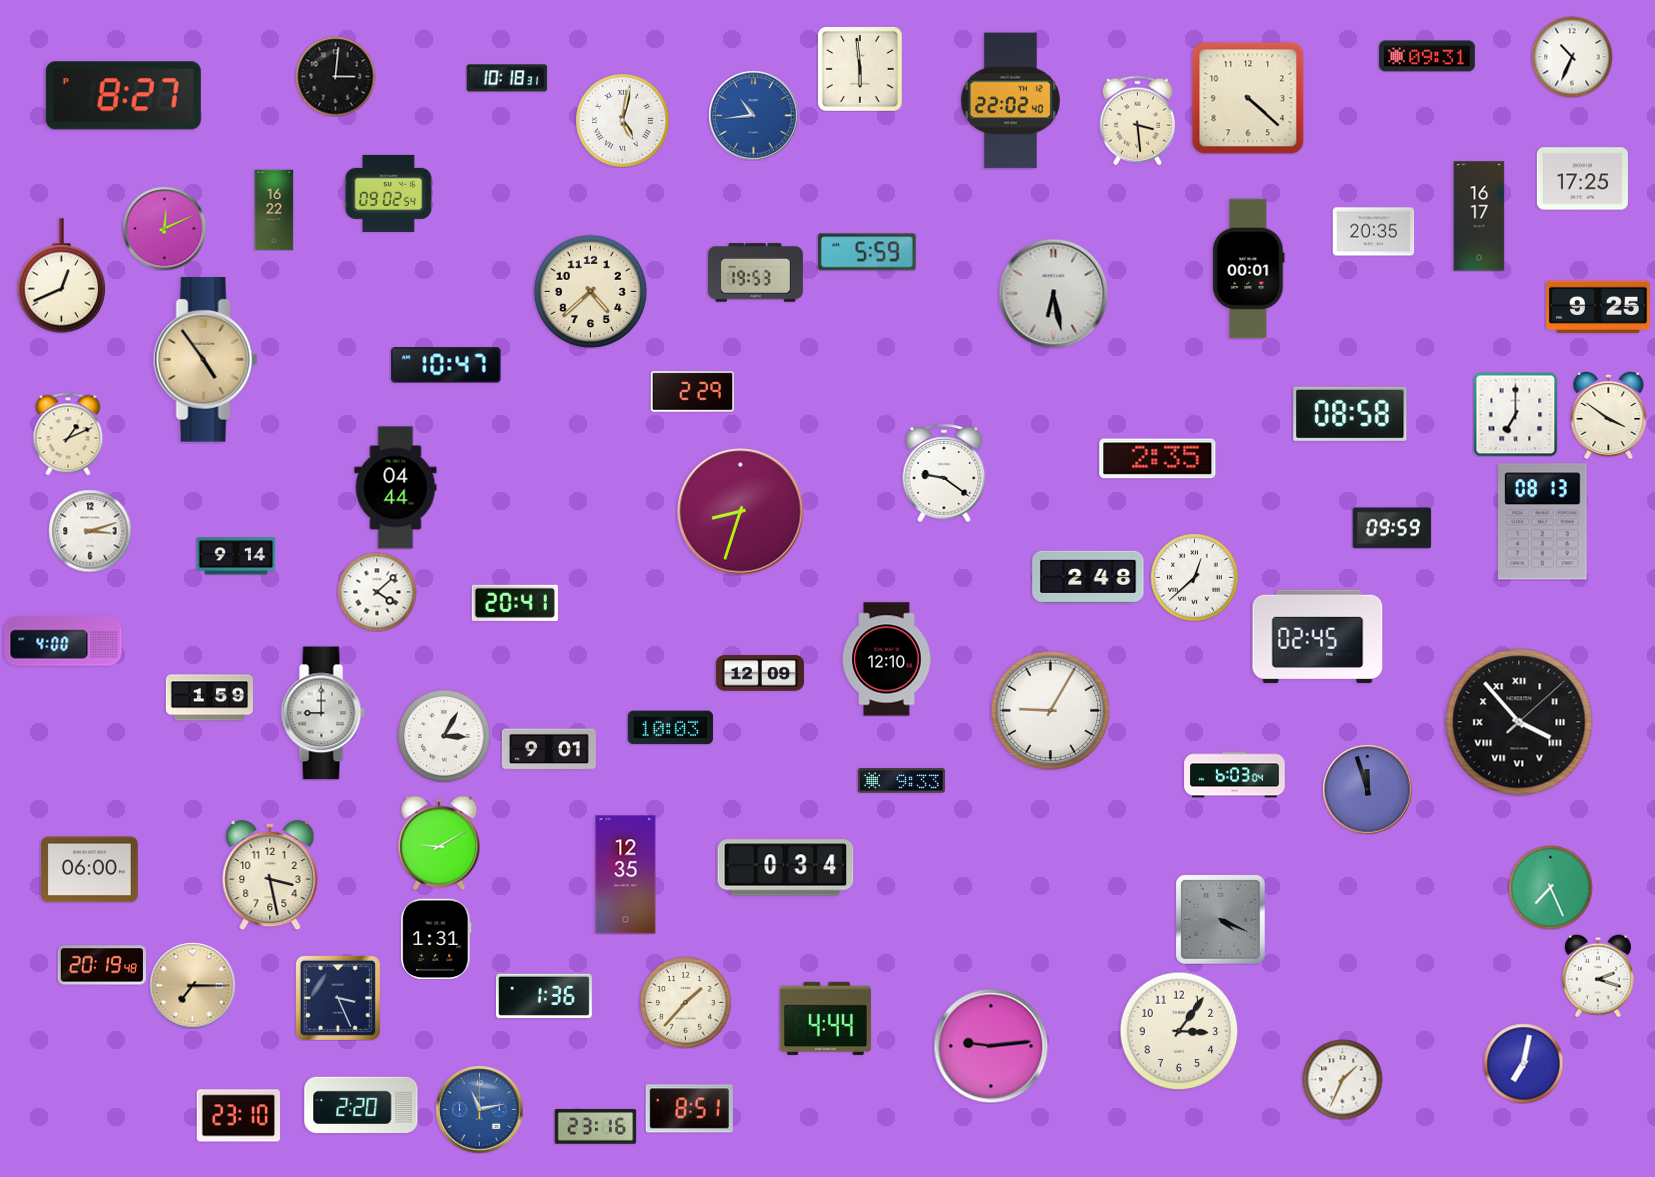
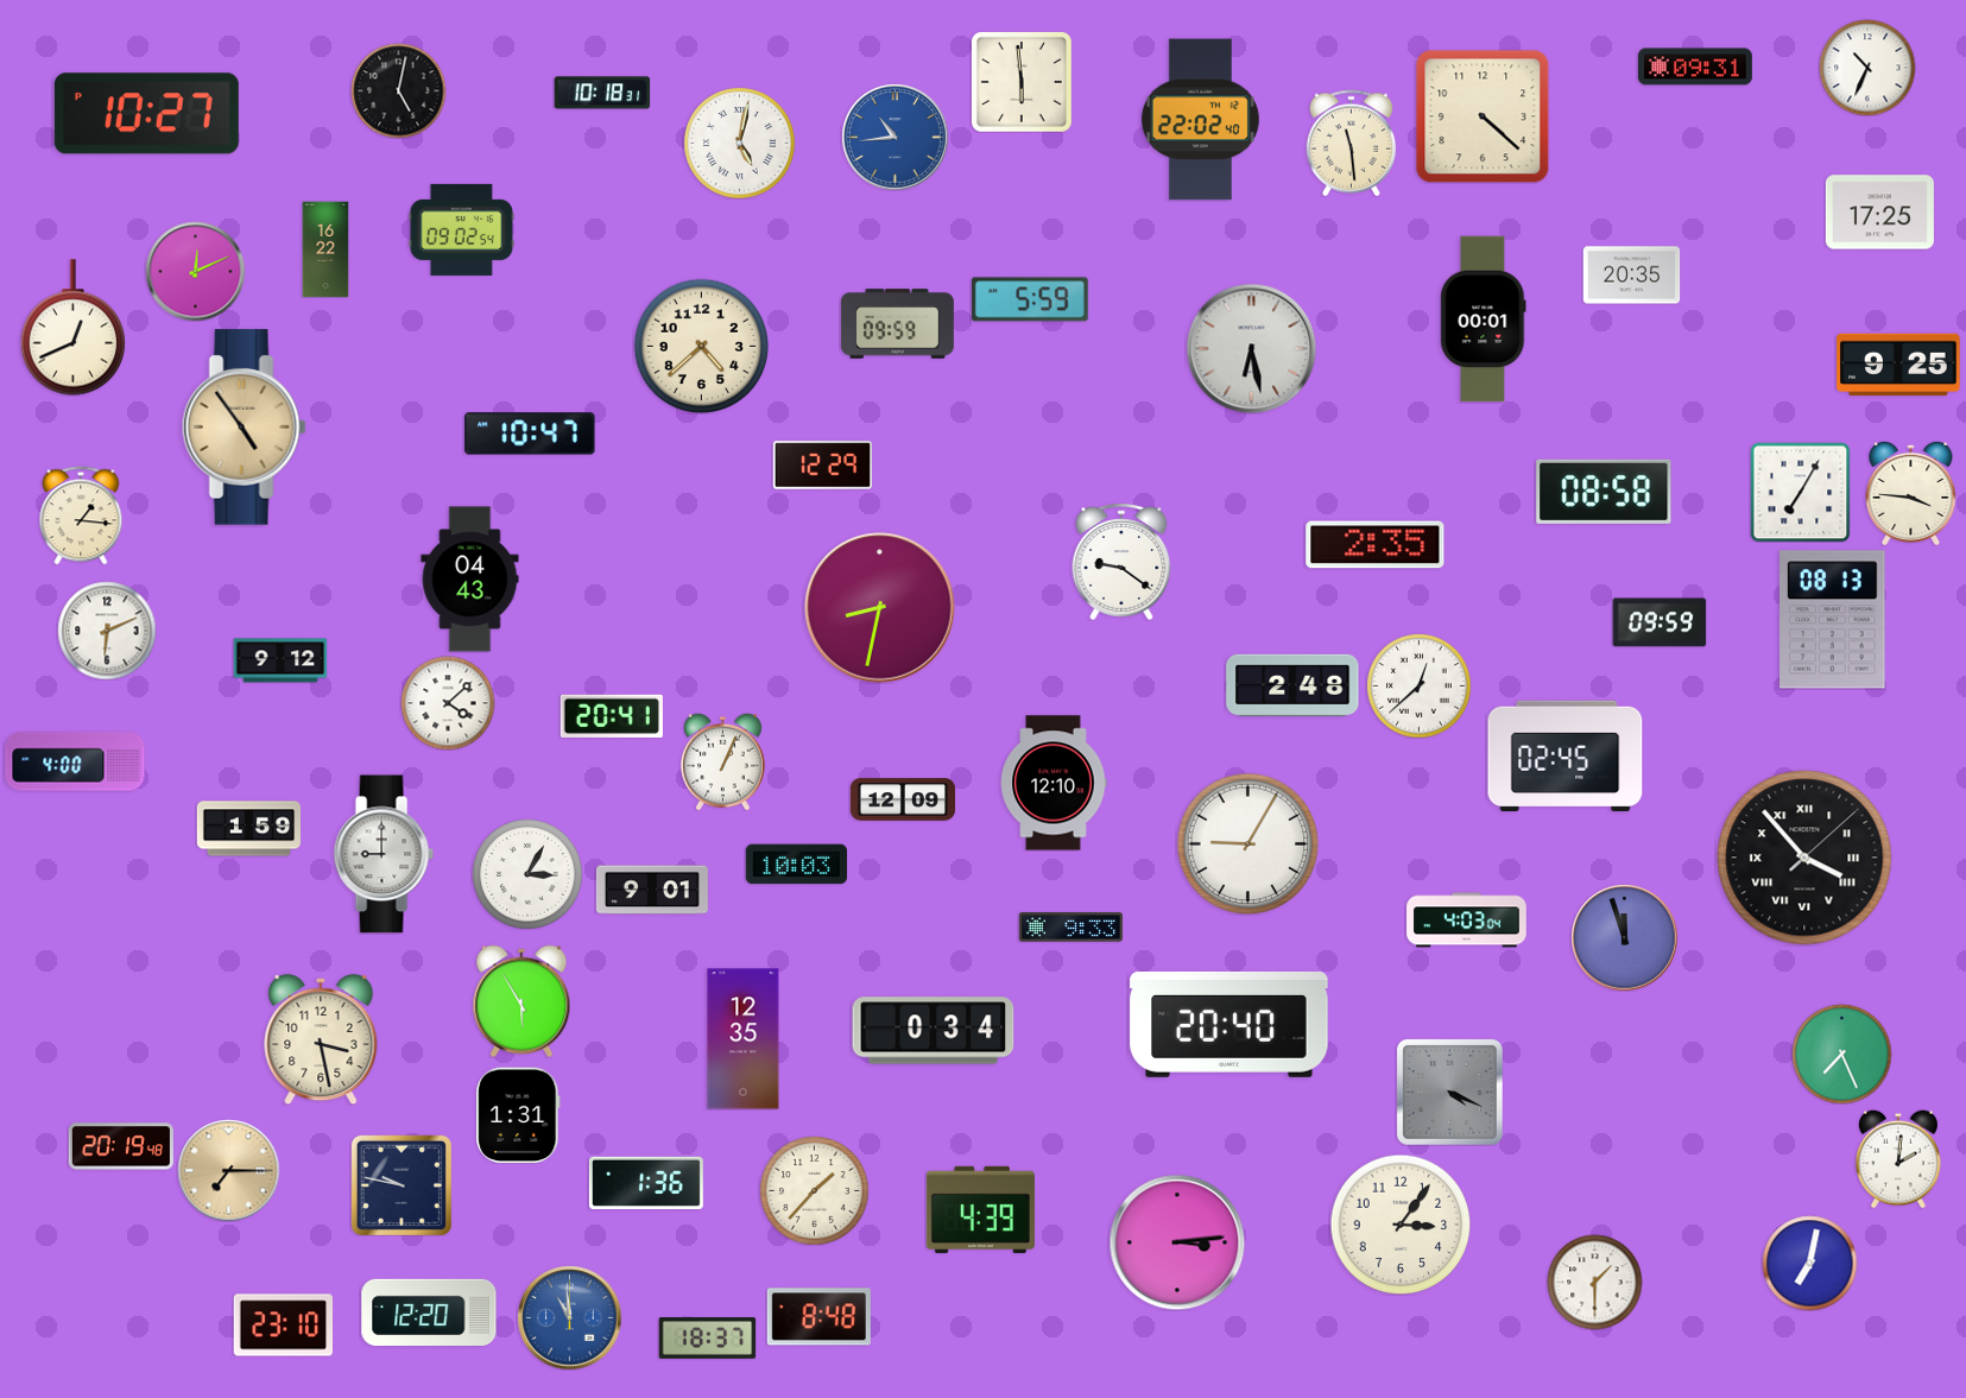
clock at (335, 76): 3:01 -> 5:02
clock at (123, 96): 8:27 -> 10:27
clock at (1138, 120): 3:29 -> 11:29
clock at (1479, 216): 16:17 -> none
clock at (755, 273): 19:53 -> 09:59
clock at (692, 392): 2:29 -> 12:29
clock at (1515, 414): 7:00 -> 7:05
clock at (1609, 415): 3:51 -> 3:46
clock at (68, 434): 1:11 -> 1:16
clock at (396, 488): 04:44 -> 04:43
clock at (741, 512): 8:33 -> 8:32
clock at (1392, 528) position: (1392, 528) -> (1660, 622)
clock at (90, 531): 3:12 -> 6:11
clock at (236, 556): 9:14 -> 9:12
clock at (723, 761): none -> 1:04
clock at (323, 713) position: (323, 713) -> (384, 854)
clock at (1235, 775): 6:03 -> 4:03
clock at (439, 843): 9:10 -> 5:55
clock at (1229, 1024): none -> 20:40
clock at (89, 870): 06:00 -> none
clock at (1598, 976): 2:18 -> 2:01
clock at (338, 998): 3:26 -> 9:47
clock at (825, 1018): 4:44 -> 4:39
clock at (991, 1046): 9:14 -> 3:14
clock at (1342, 1079): 1:34 -> 1:30
clock at (361, 1104): 2:20 -> 12:20
clock at (479, 1109): 11:13 -> 10:59
clock at (689, 1109): 8:51 -> 8:48
clock at (595, 1127): 23:16 -> 18:37
